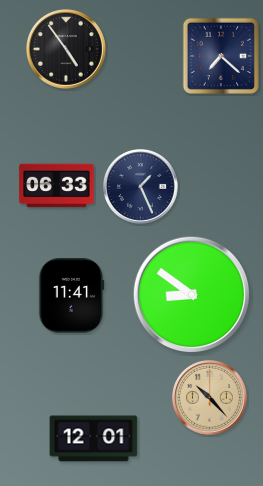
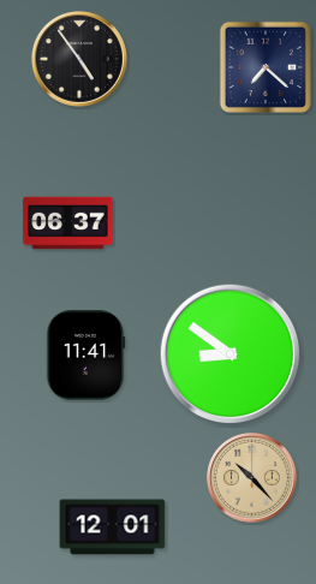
clock at (57, 186): 06:33 -> 06:37
clock at (141, 187): 1:26 -> none
